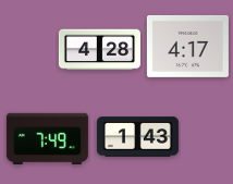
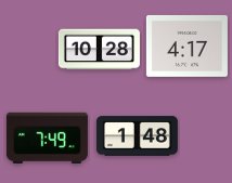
clock at (99, 50): 4:28 -> 10:28
clock at (137, 137): 1:43 -> 1:48
